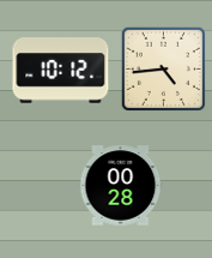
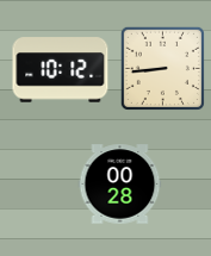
clock at (163, 68): 4:44 -> 8:44
